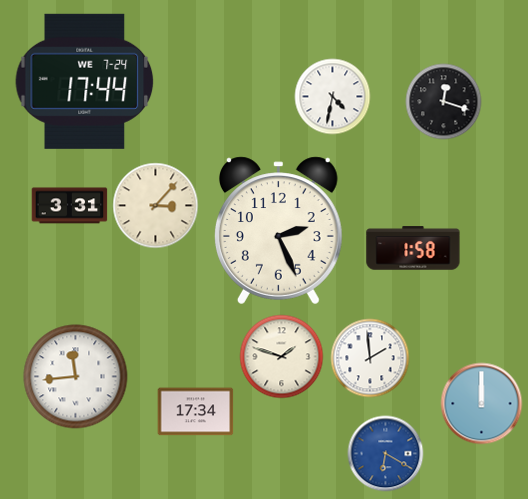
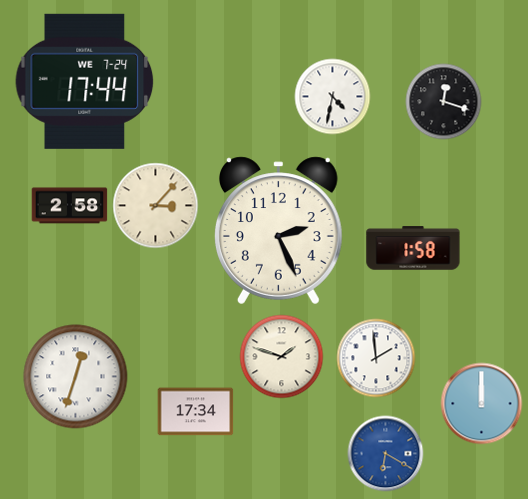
clock at (70, 206): 3:31 -> 2:58
clock at (370, 358) position: (370, 358) -> (376, 358)
clock at (76, 377): 11:44 -> 12:33
